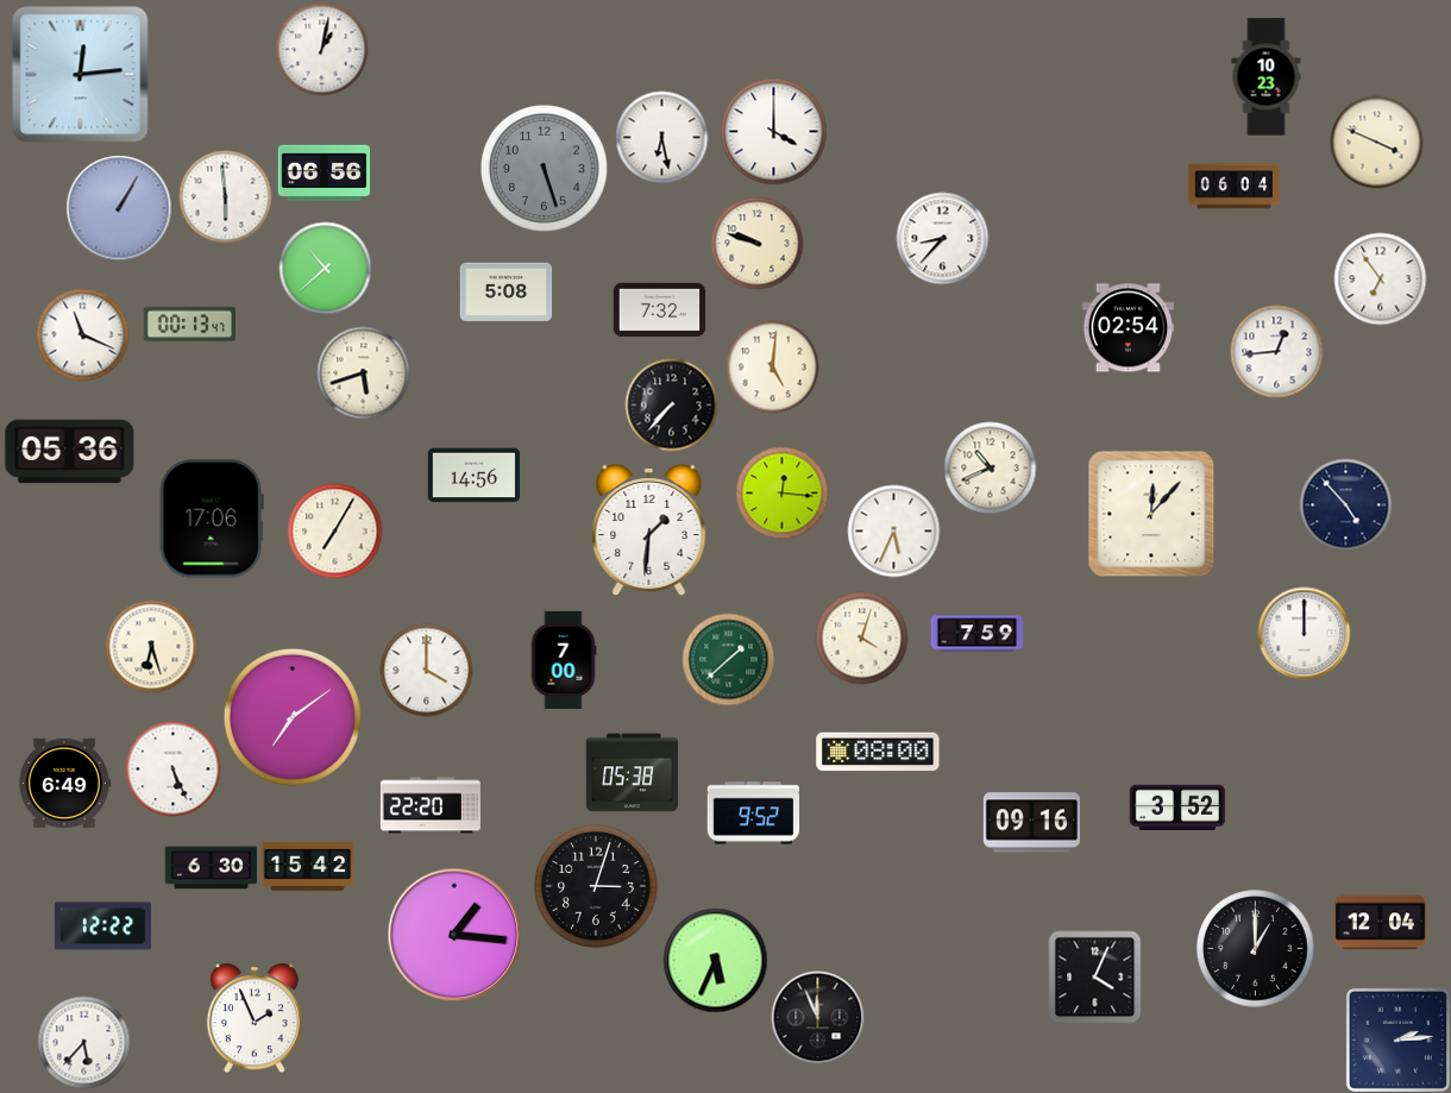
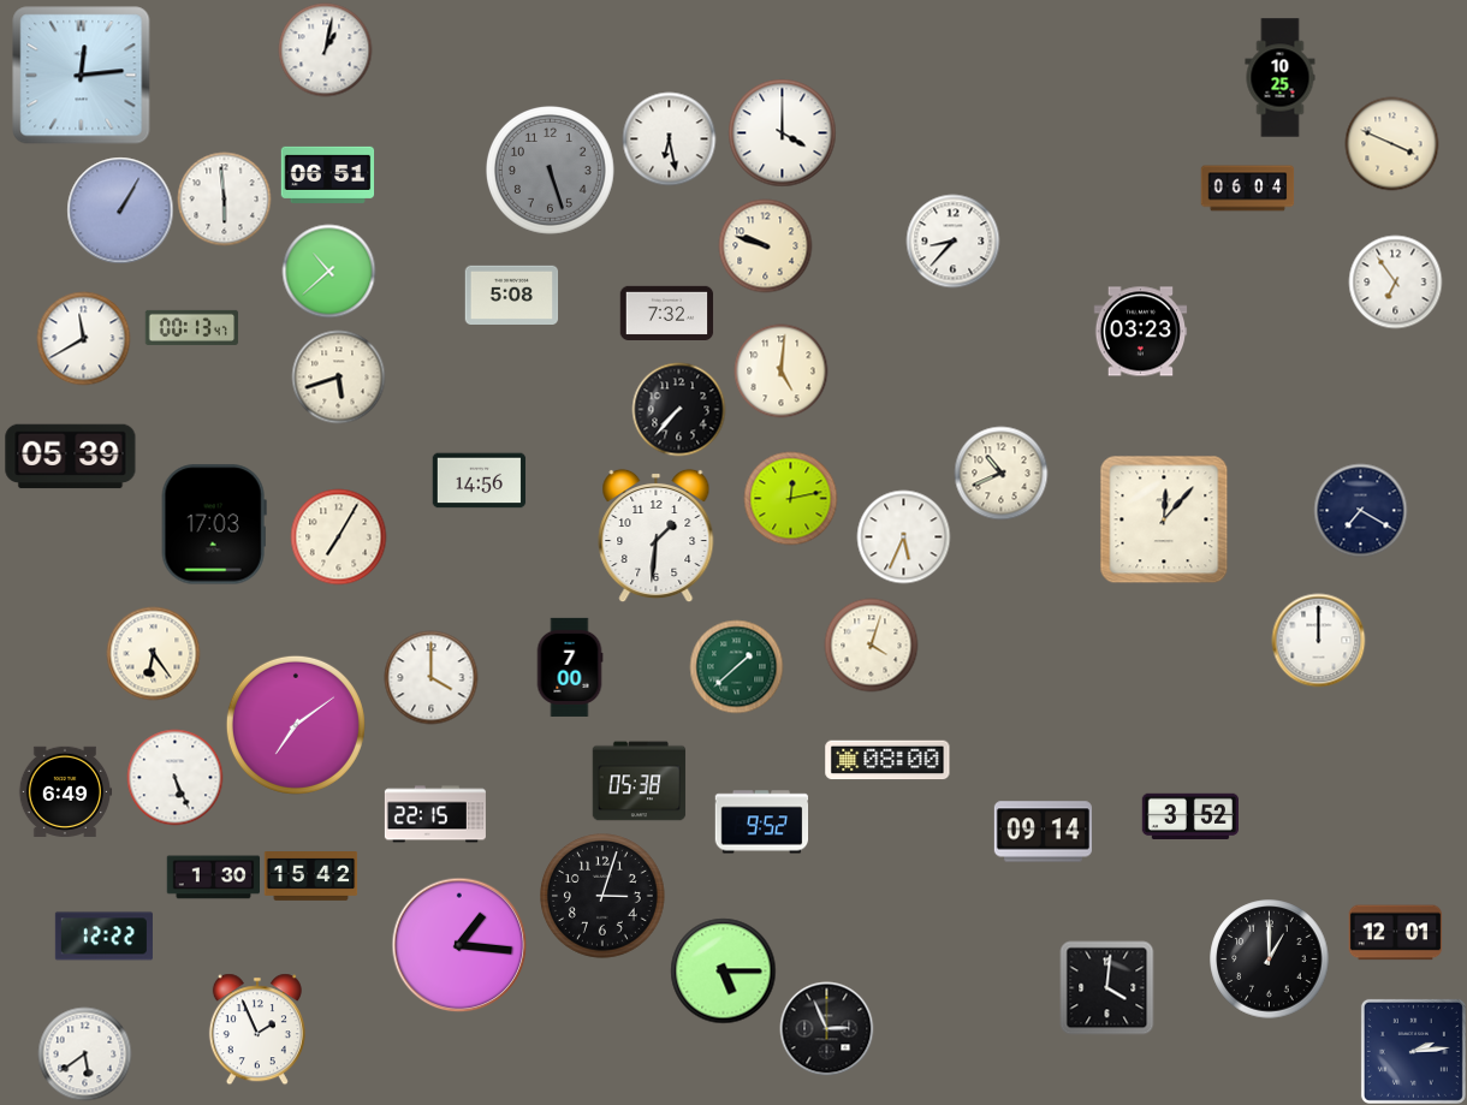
clock at (1267, 77): 10:23 -> 10:25
clock at (324, 172): 06:56 -> 06:51
clock at (225, 196) position: (225, 196) -> (224, 198)
clock at (1127, 328): 02:54 -> 03:23
clock at (82, 334): 11:19 -> 11:40
clock at (1276, 351): 12:44 -> none
clock at (363, 372) position: (363, 372) -> (338, 376)
clock at (70, 452): 05:36 -> 05:39
clock at (781, 492): 12:16 -> 12:13
clock at (1345, 504): 4:53 -> 7:20
clock at (212, 519): 17:06 -> 17:03
clock at (976, 634): 7:59 -> none
clock at (151, 646): 6:27 -> 6:24
clock at (431, 805): 22:20 -> 22:15
clock at (1031, 823): 09:16 -> 09:14
clock at (211, 868): 6:30 -> 1:30
clock at (1380, 923): 12:04 -> 12:01
clock at (715, 960): 5:34 -> 5:15
clock at (1094, 976): 4:04 -> 4:01
clock at (817, 1017): 11:56 -> 2:56
clock at (83, 1042): 5:37 -> 5:39
